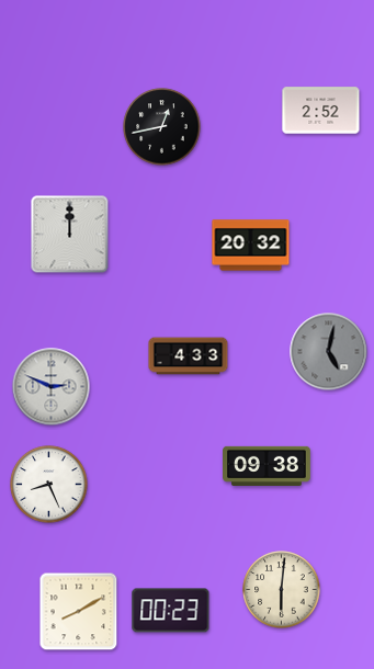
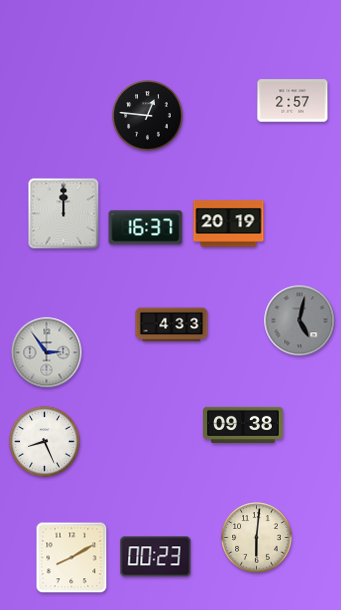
clock at (321, 111): 2:52 -> 2:57
clock at (162, 127): 12:43 -> 12:46
clock at (251, 246): 20:32 -> 20:19
clock at (146, 228): none -> 16:37
clock at (52, 387): 2:49 -> 2:54
